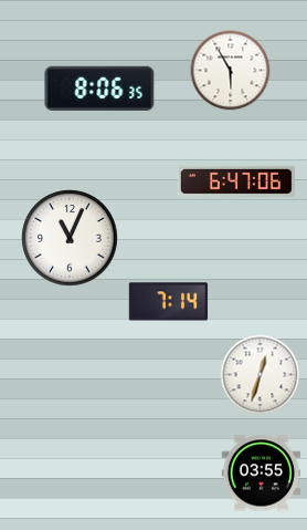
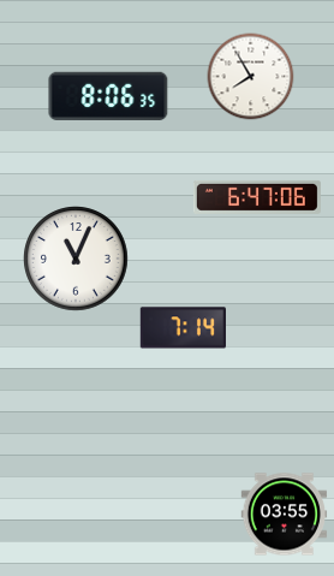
clock at (231, 71): 5:55 -> 7:55
clock at (261, 375): 12:33 -> none
